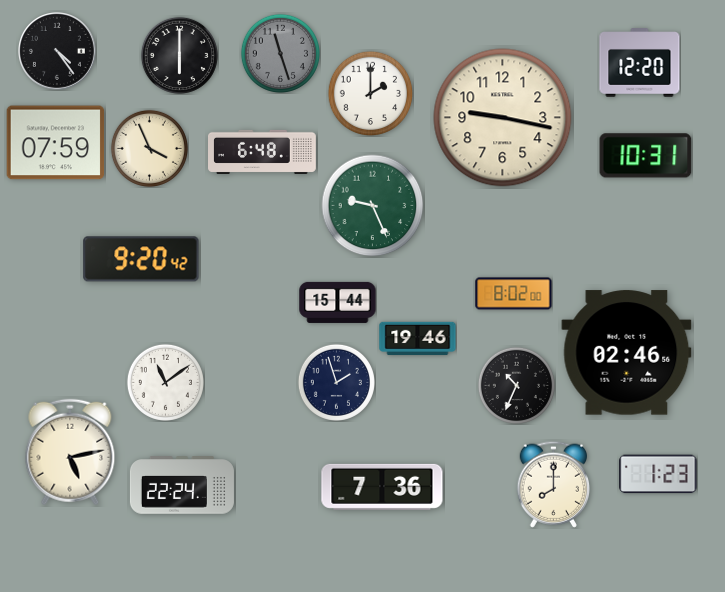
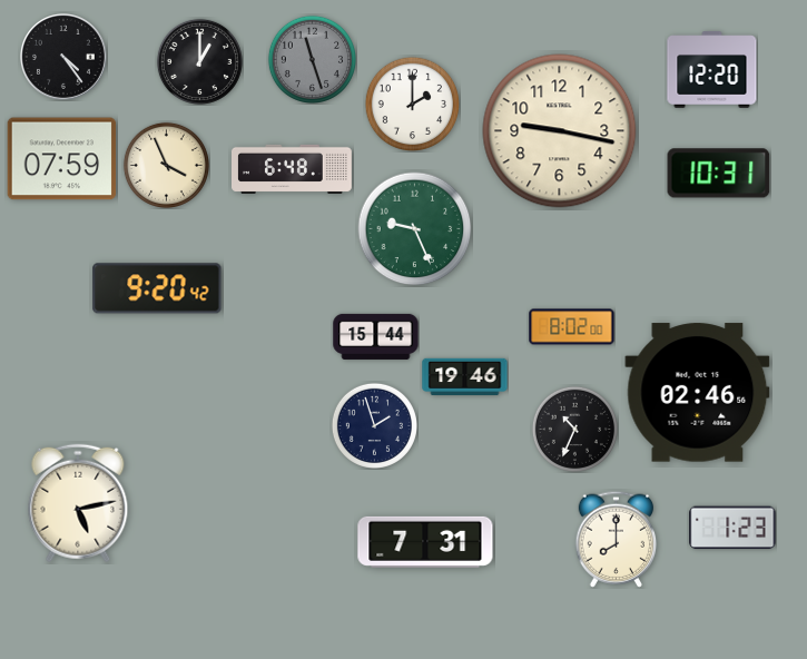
clock at (179, 55): 6:00 -> 1:00
clock at (165, 382): 11:09 -> none
clock at (182, 485): 22:24 -> none
clock at (382, 487): 7:36 -> 7:31
